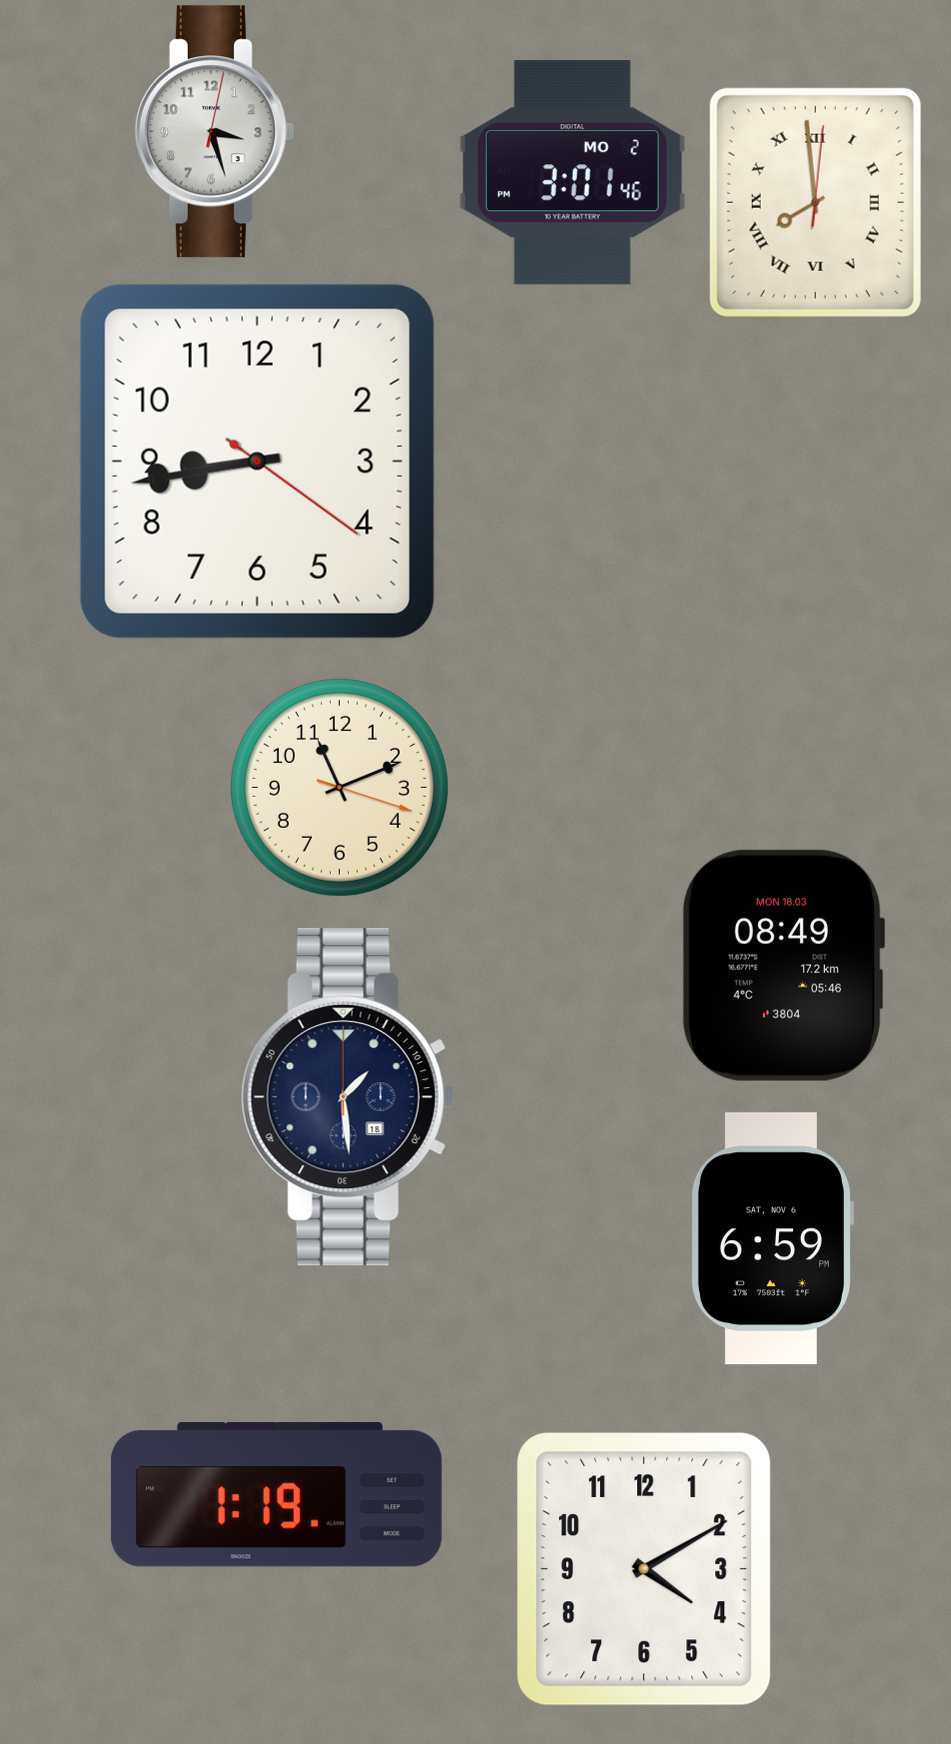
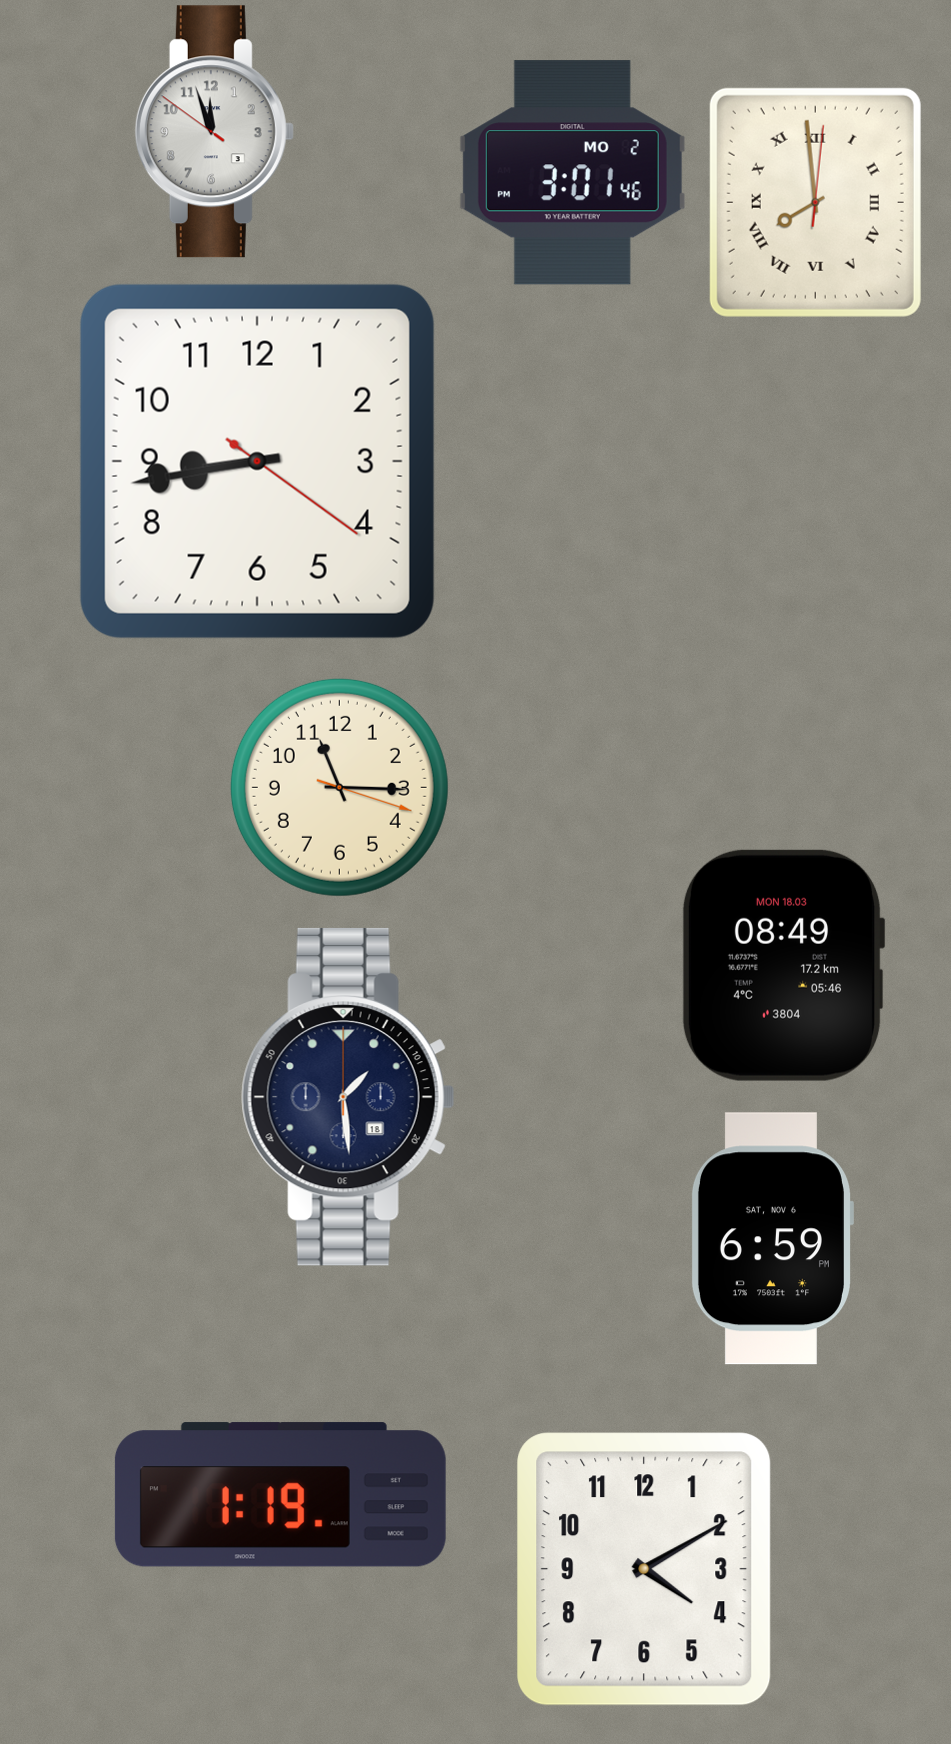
clock at (214, 132): 3:27 -> 11:56
clock at (339, 787): 11:11 -> 11:15
clock at (276, 1495) position: (276, 1495) -> (280, 1495)
